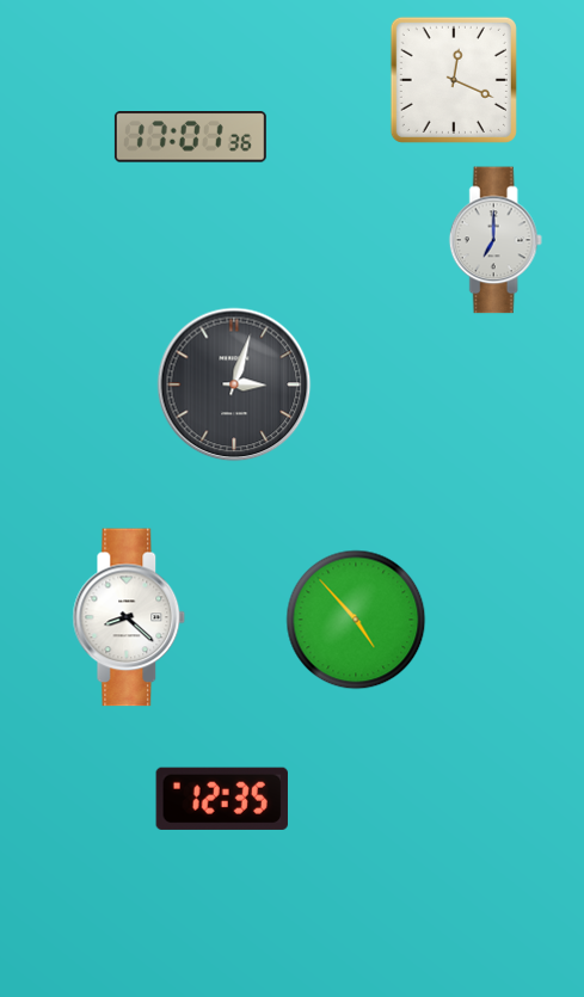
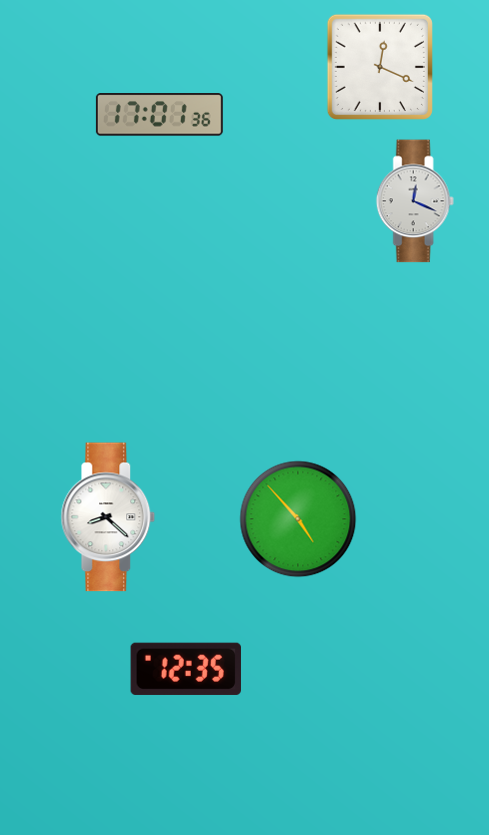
clock at (496, 240): 7:00 -> 12:19
clock at (234, 384): 3:03 -> none
